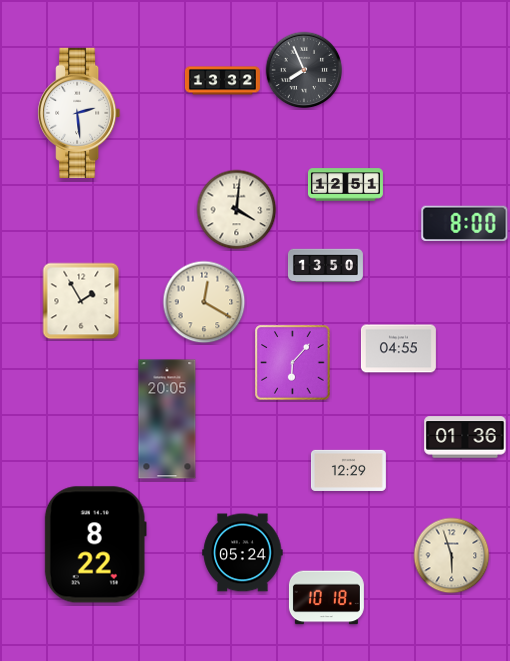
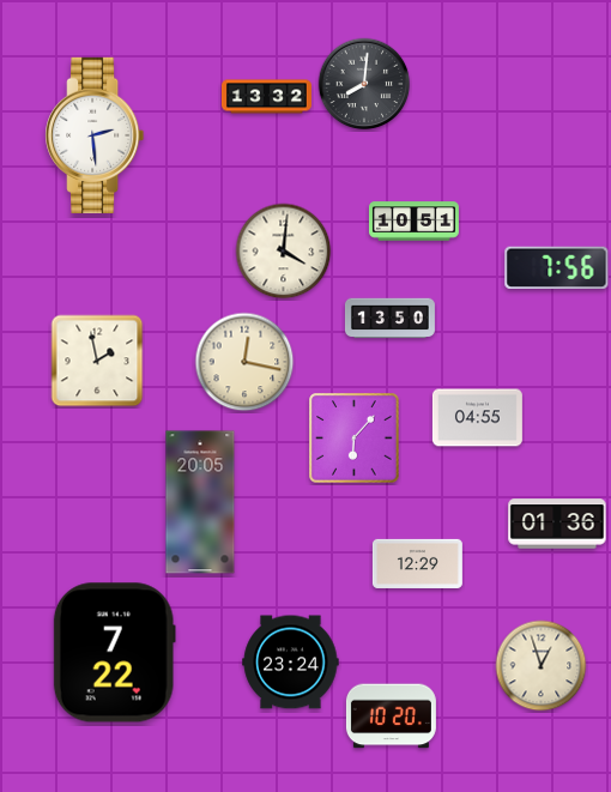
clock at (304, 70): 7:56 -> 8:01
clock at (345, 185): 12:51 -> 10:51
clock at (465, 224): 8:00 -> 7:56
clock at (81, 301): 1:55 -> 1:58
clock at (204, 302): 12:20 -> 12:17
clock at (293, 363) position: (293, 363) -> (355, 439)
clock at (95, 545): 8:22 -> 7:22
clock at (243, 553): 05:24 -> 23:24
clock at (452, 556): 5:57 -> 12:57
clock at (326, 598): 10:18 -> 10:20
